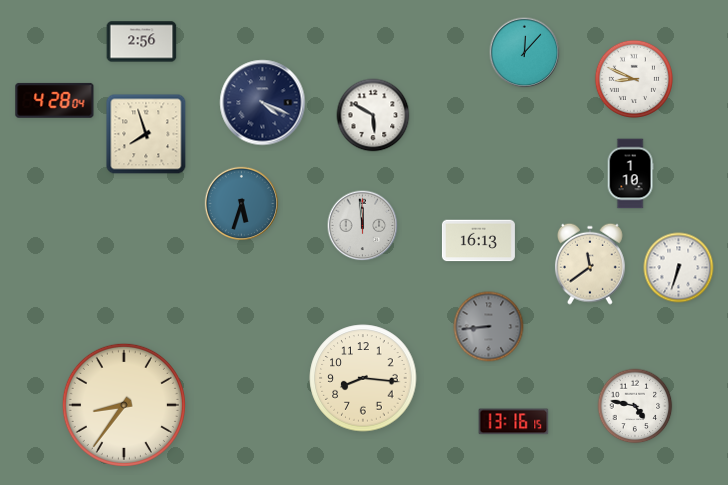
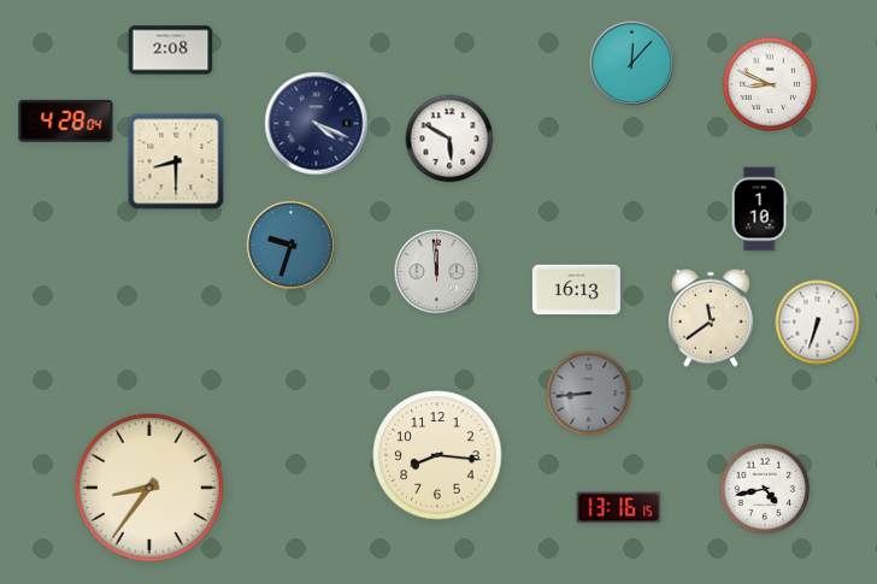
clock at (142, 42): 2:56 -> 2:08
clock at (633, 78) position: (633, 78) -> (769, 83)
clock at (146, 134): 7:57 -> 8:30
clock at (241, 203): 5:33 -> 9:33
clock at (635, 406): 4:47 -> 4:43
